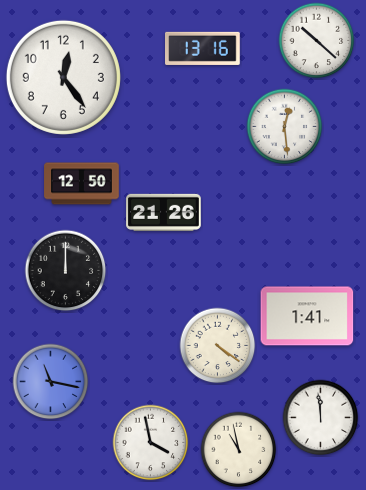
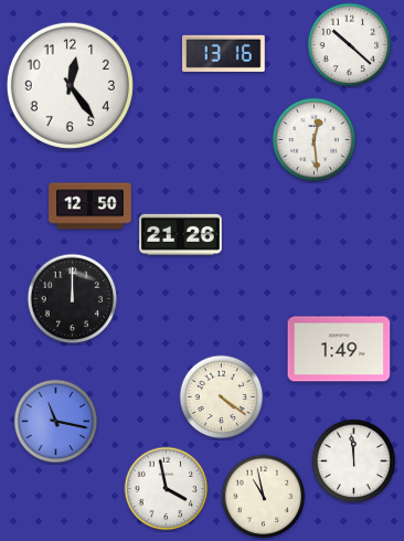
clock at (82, 184) position: (82, 184) -> (91, 206)
clock at (307, 316): 1:41 -> 1:49
clock at (218, 346) position: (218, 346) -> (222, 397)
